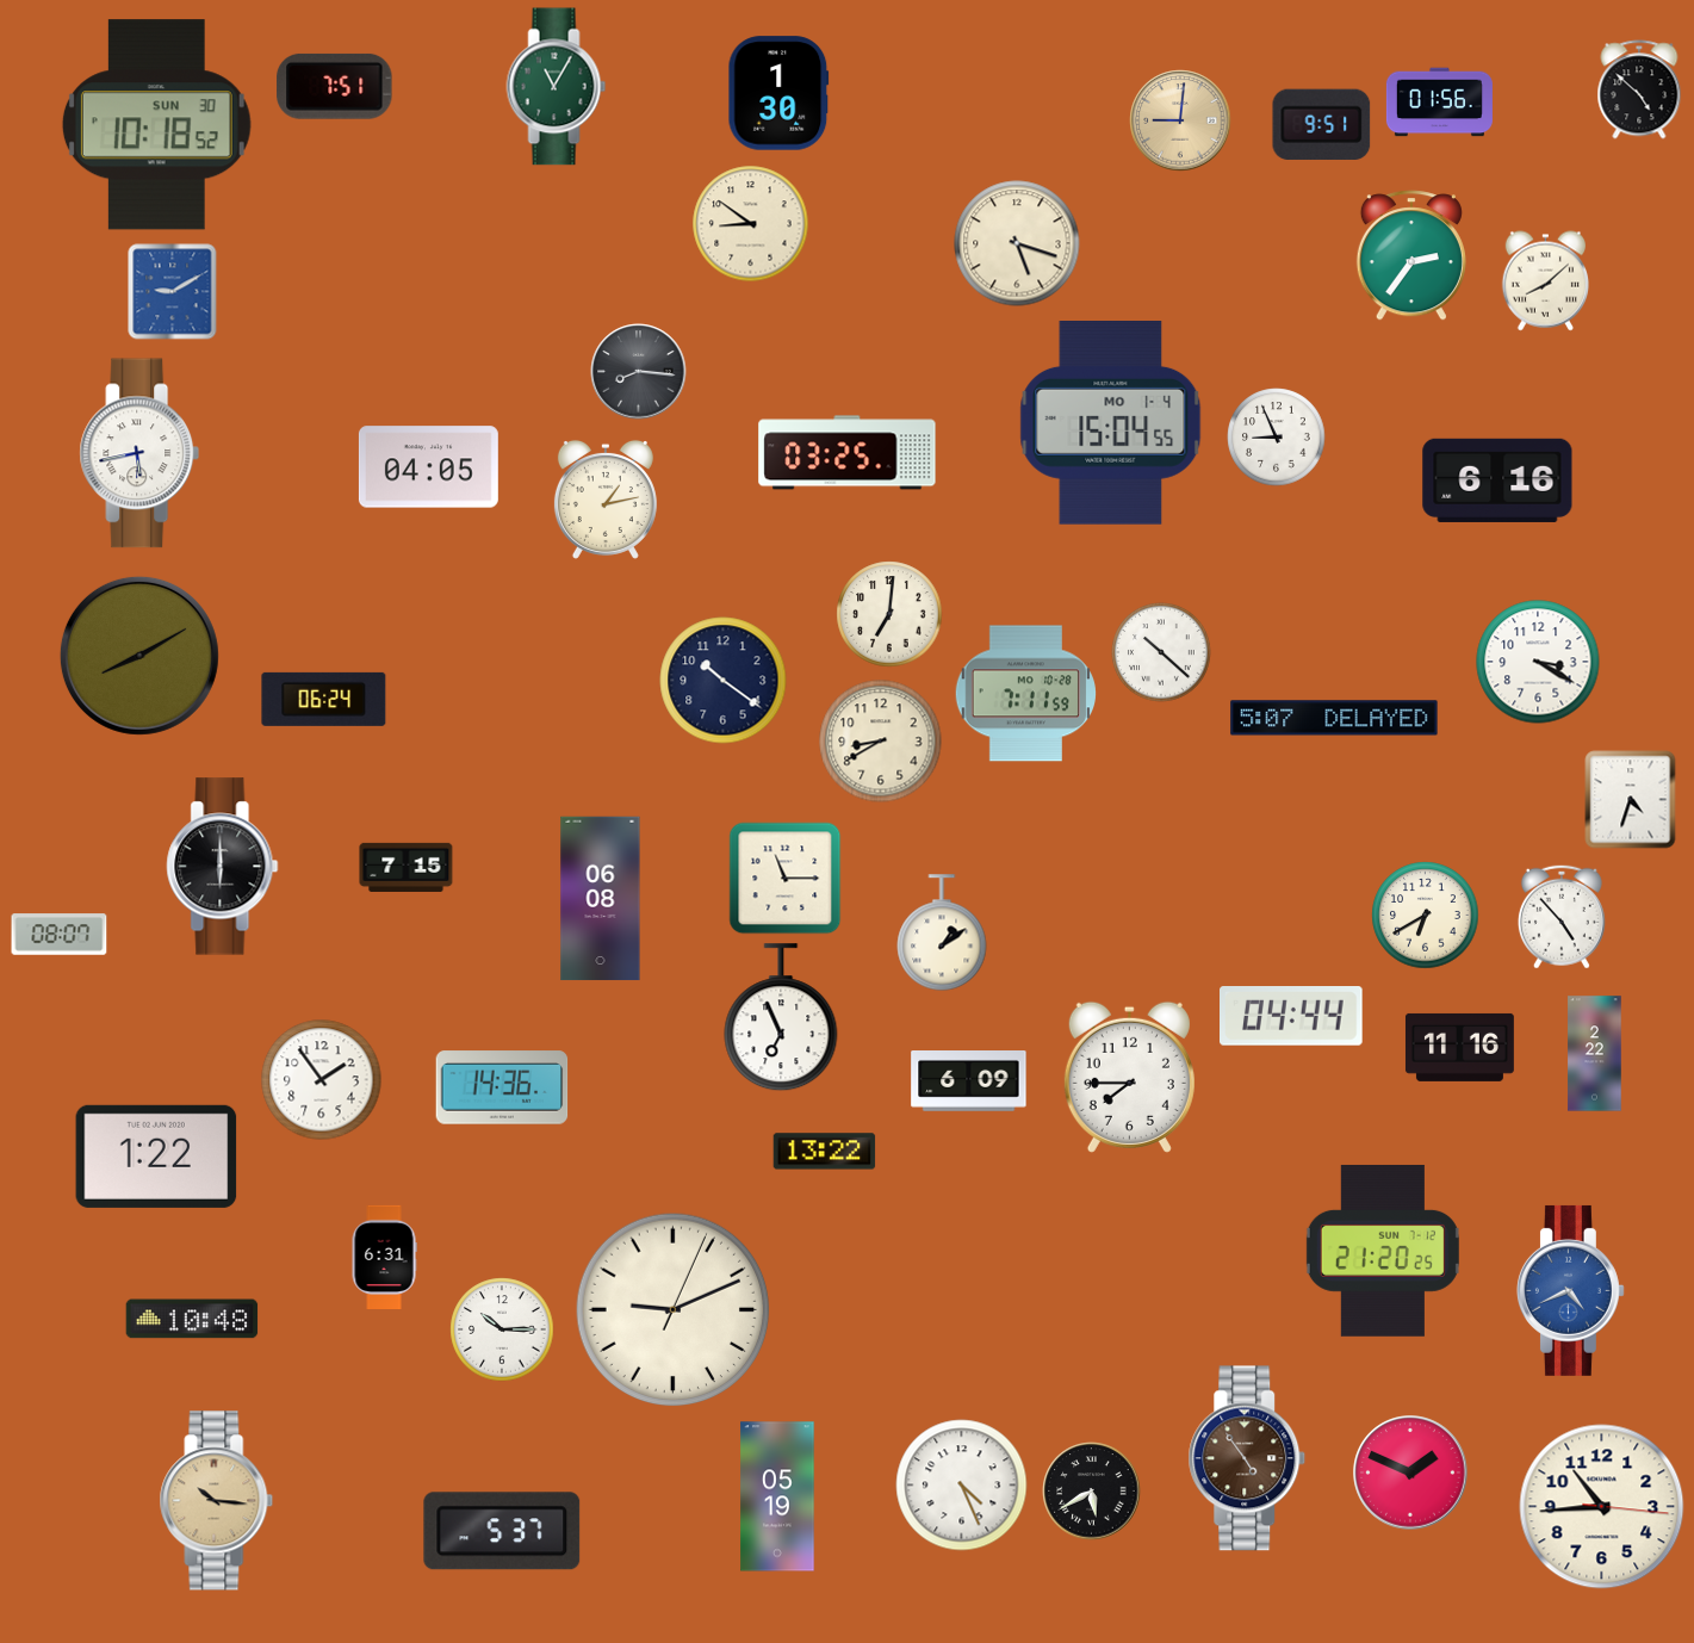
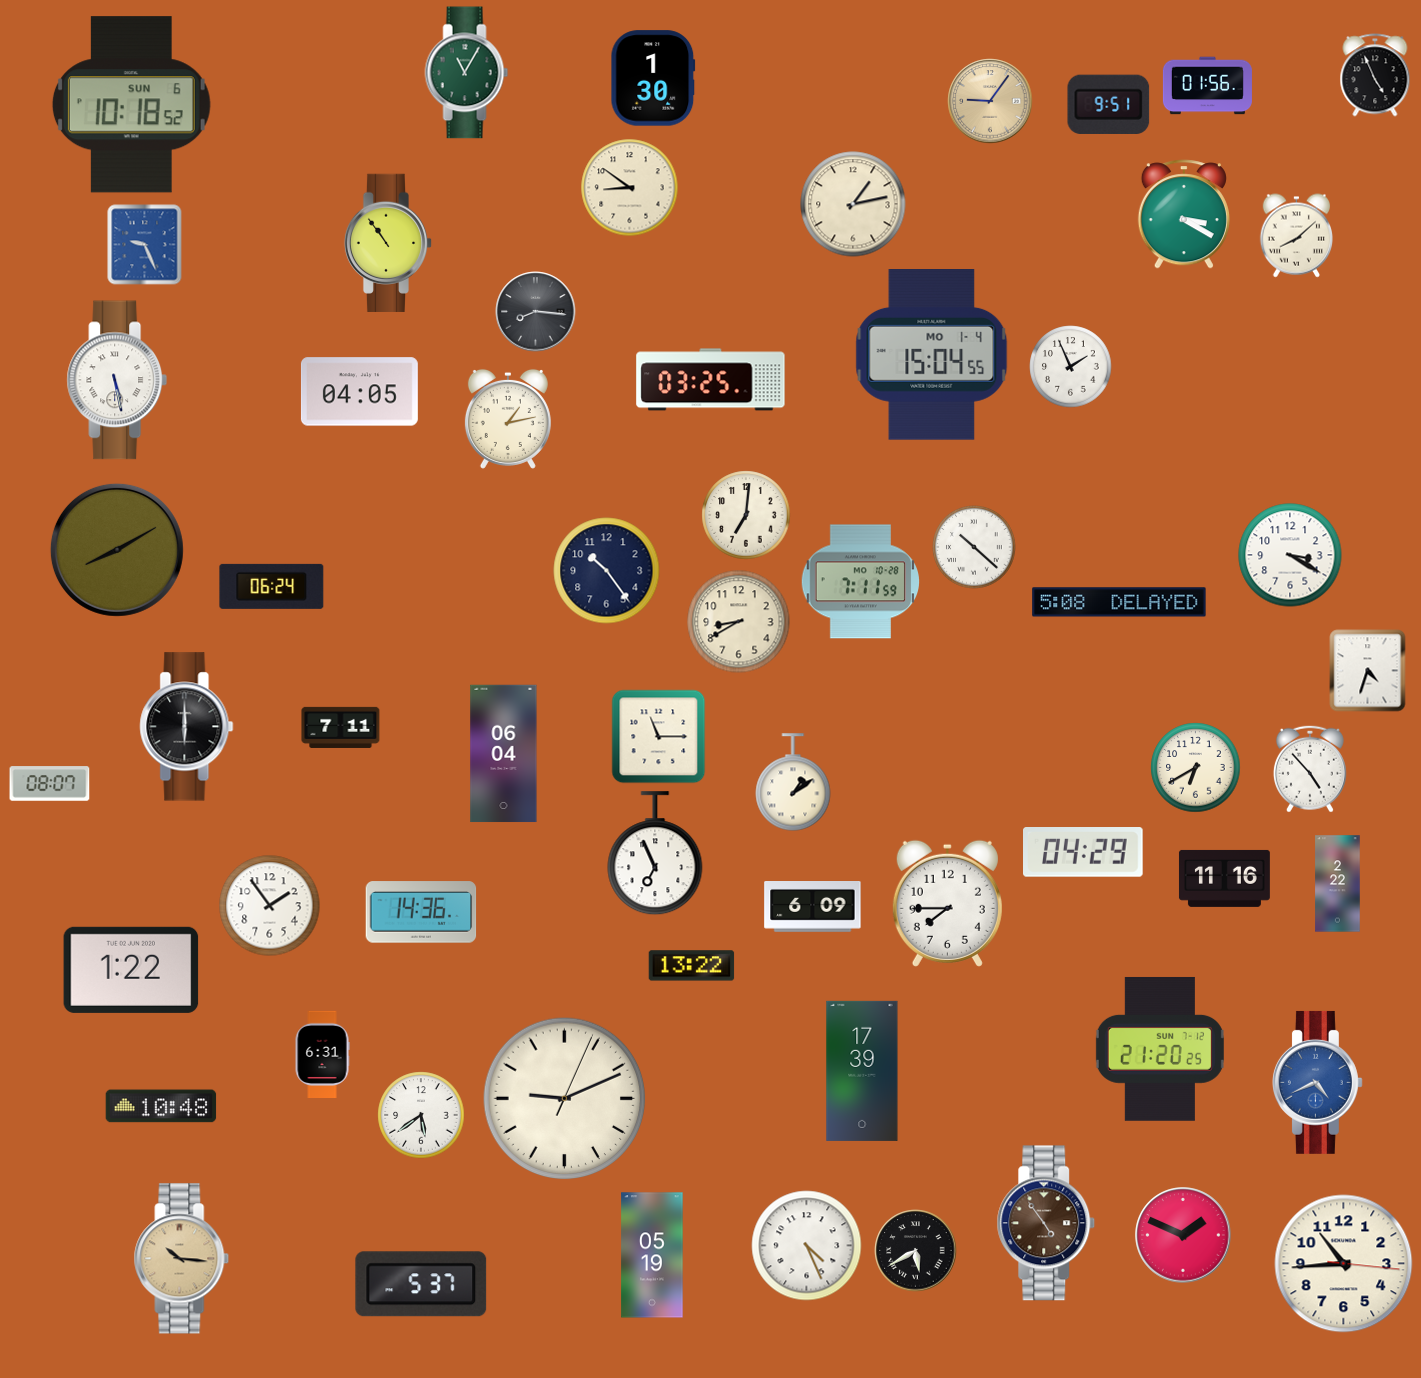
clock at (335, 86): 7:51 -> none
clock at (1639, 89): 4:52 -> 4:56
clock at (1180, 120): 9:01 -> 9:06
clock at (156, 125) date: SUN 30 -> SUN 6
clock at (1017, 243): 5:18 -> 1:13
clock at (1411, 255): 2:36 -> 3:20
clock at (388, 243): none -> 10:54
clock at (173, 292): 9:10 -> 9:26
clock at (1277, 438): 8:56 -> 1:56
clock at (139, 453): 5:43 -> 5:28
clock at (1497, 480): 6:16 -> none
clock at (724, 681): 10:21 -> 10:24
clock at (1334, 718): 5:07 -> 5:08
clock at (407, 867): 7:15 -> 7:11
clock at (601, 899): 06:08 -> 06:04
clock at (942, 932) position: (942, 932) -> (793, 782)
clock at (1292, 1017): 04:44 -> 04:29
clock at (862, 1071): none -> 17:39
clock at (502, 1329): 10:15 -> 5:39
